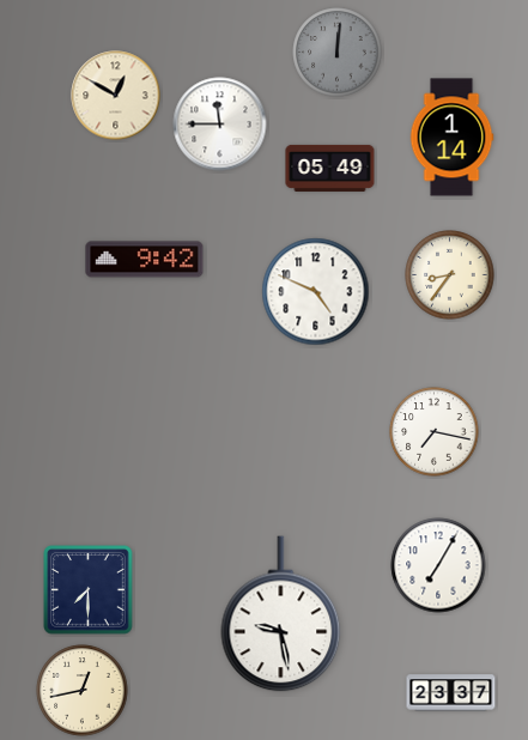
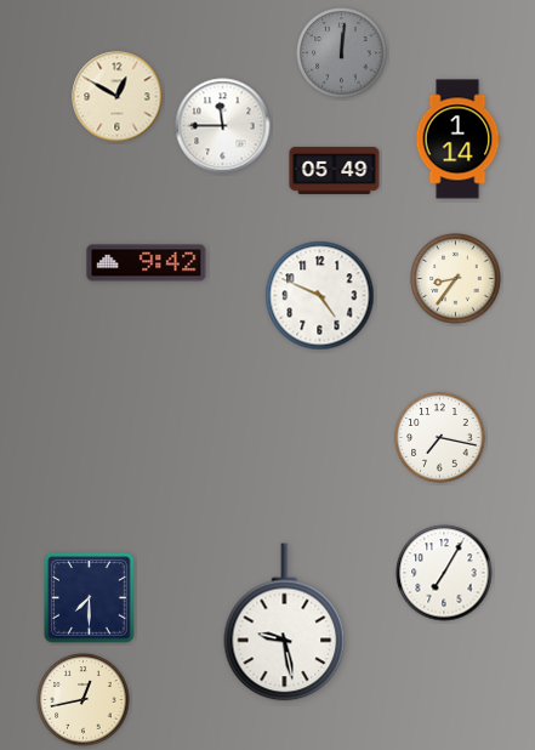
clock at (451, 693): 23:37 -> none
